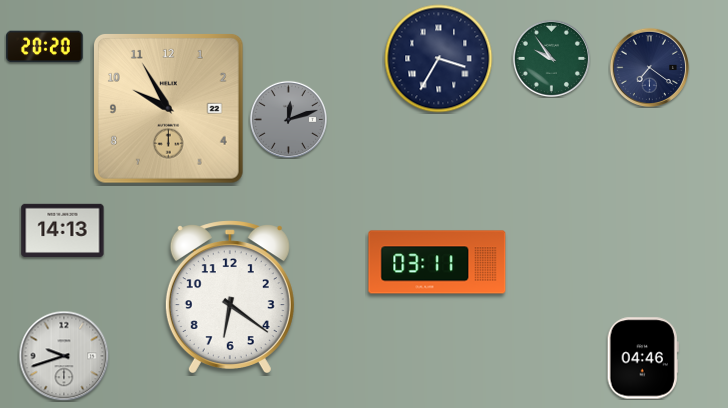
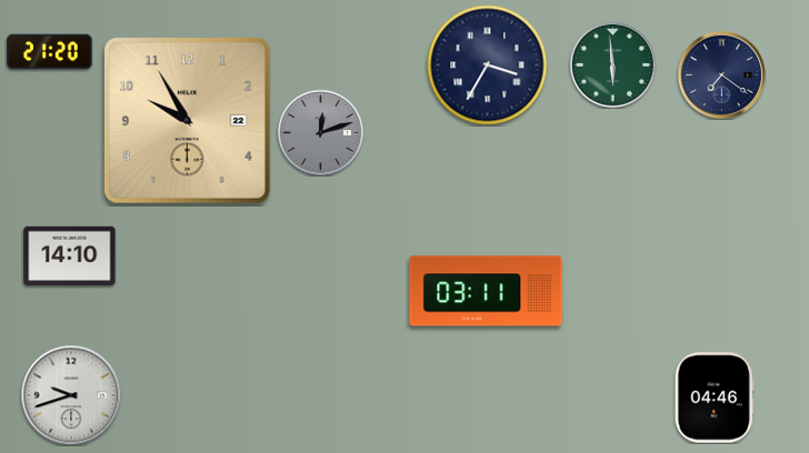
clock at (45, 47): 20:20 -> 21:20
clock at (551, 58): 9:54 -> 5:59
clock at (63, 230): 14:13 -> 14:10
clock at (230, 296): 6:21 -> none
